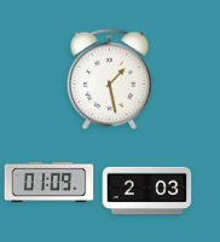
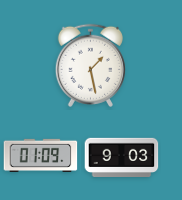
clock at (50, 181) position: (50, 181) -> (41, 155)
clock at (147, 190): 2:03 -> 9:03
